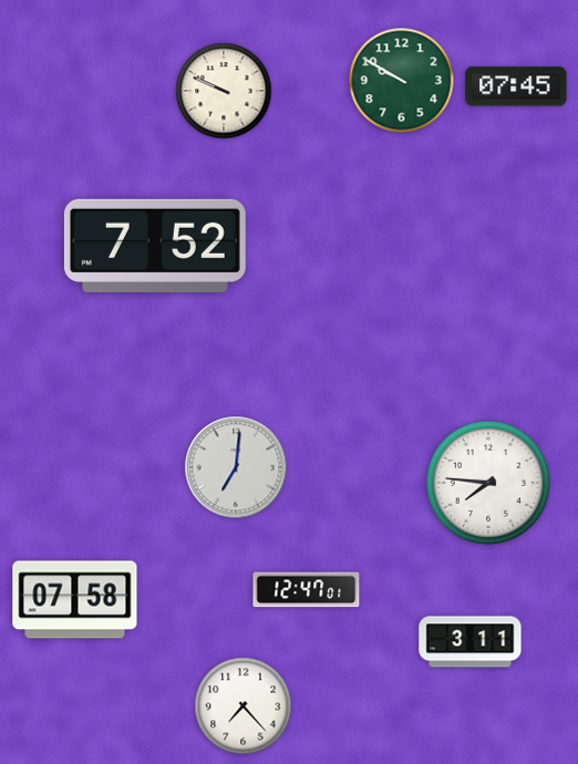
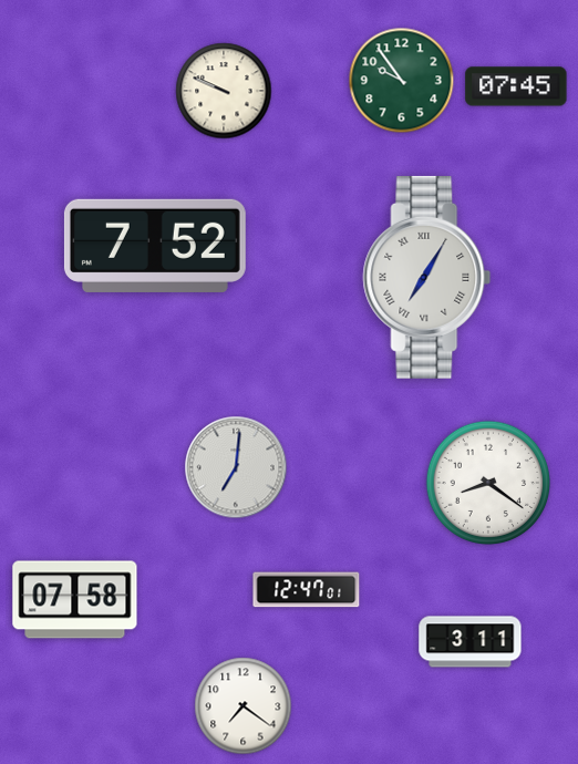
clock at (402, 81): 9:50 -> 9:54
clock at (427, 277): none -> 7:05
clock at (487, 482): 7:46 -> 8:21
clock at (244, 706): 7:23 -> 7:21
